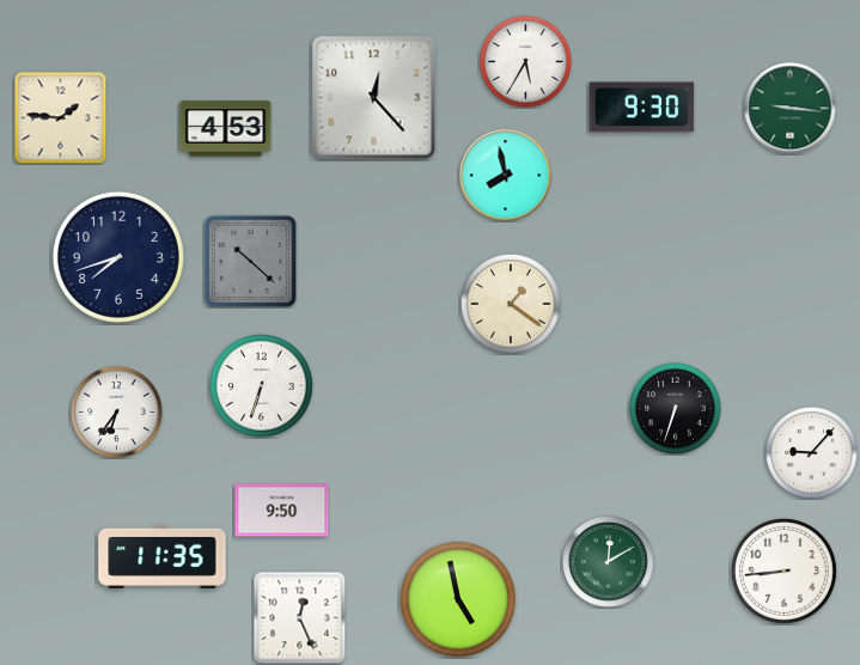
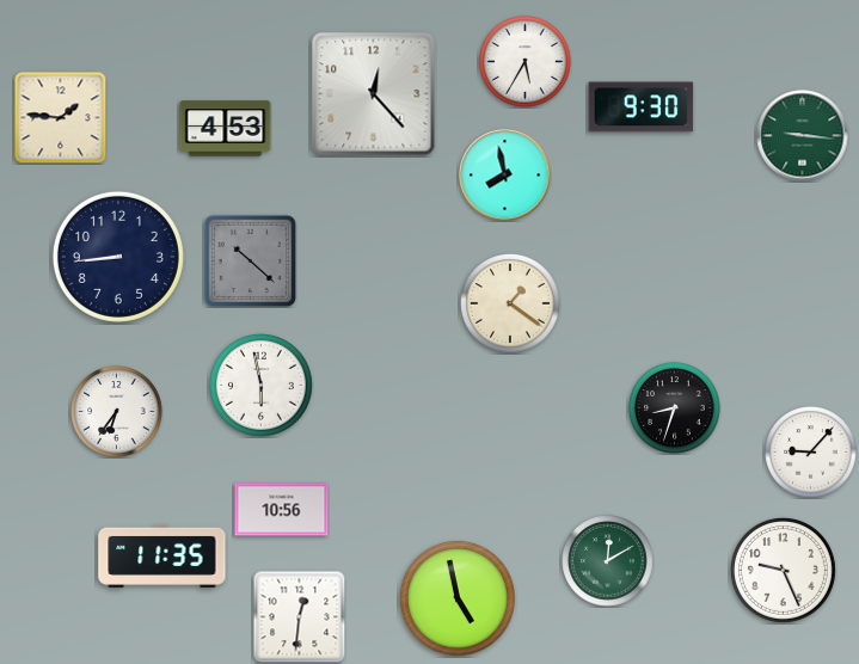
clock at (374, 98) position: (374, 98) -> (374, 94)
clock at (791, 109) position: (791, 109) -> (803, 136)
clock at (118, 257): 7:42 -> 8:44
clock at (262, 386): 6:33 -> 5:58
clock at (676, 409): 6:33 -> 8:33
clock at (282, 511): 9:50 -> 10:56
clock at (785, 572): 8:44 -> 9:26
clock at (299, 617): 12:26 -> 12:31
